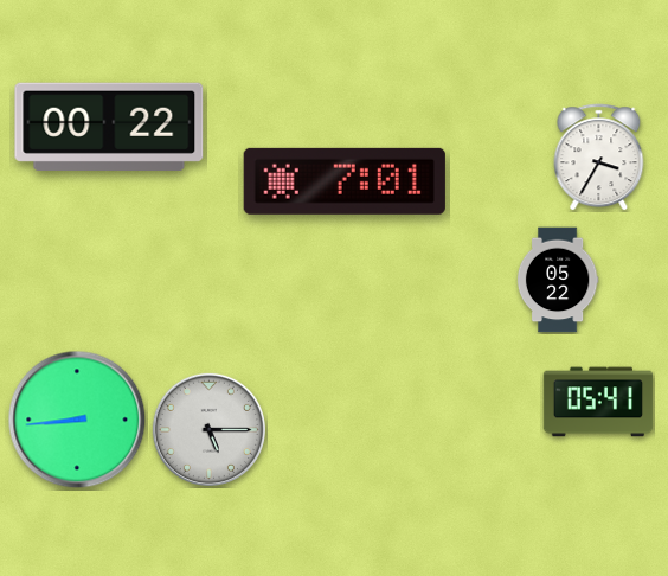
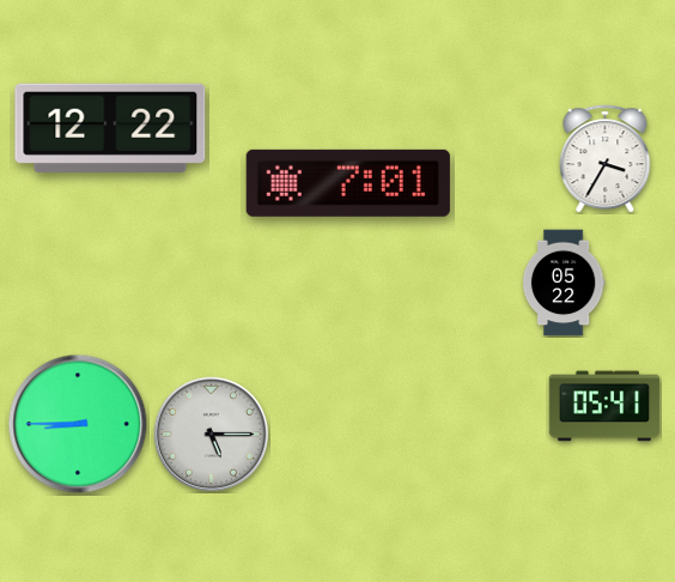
clock at (109, 127): 00:22 -> 12:22
clock at (77, 420): 8:44 -> 8:45
